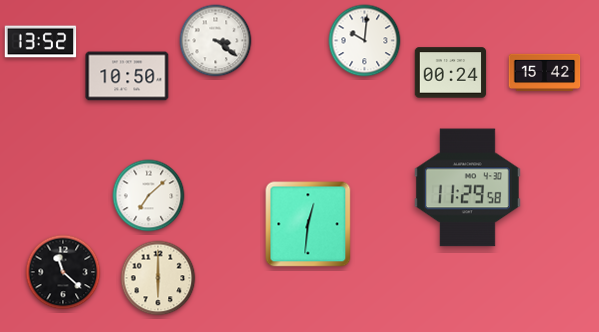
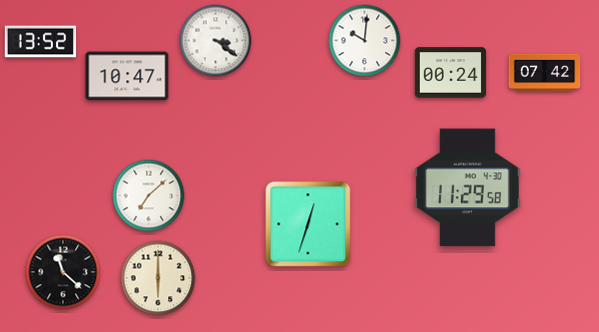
clock at (545, 73): 15:42 -> 07:42
clock at (127, 76): 10:50 -> 10:47
clock at (308, 224): 12:31 -> 12:33
